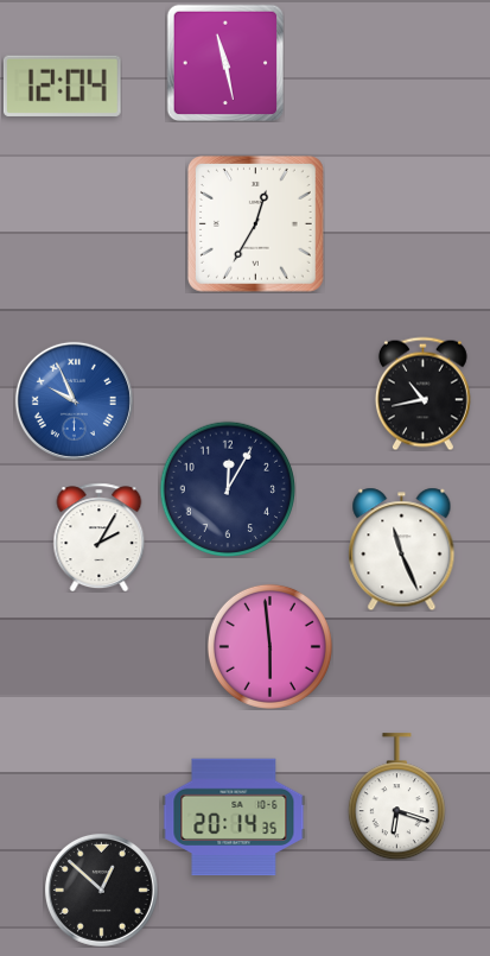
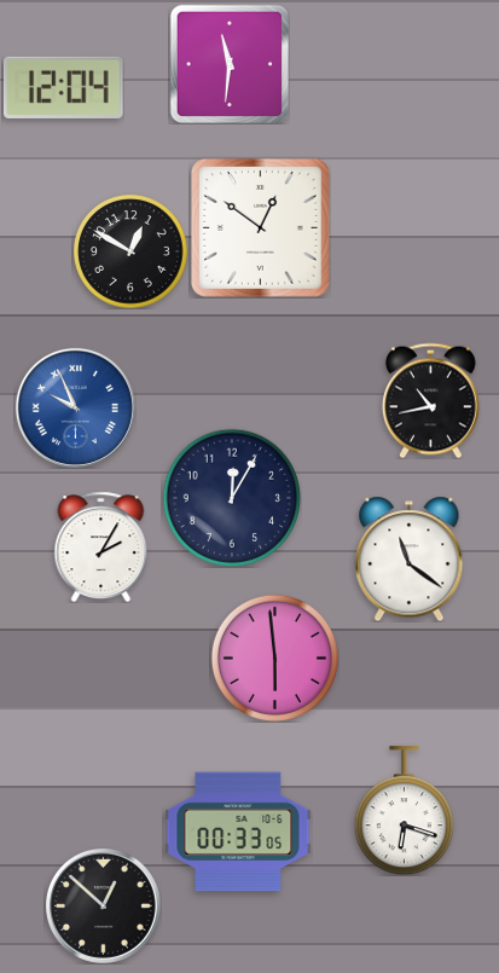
clock at (225, 63): 11:28 -> 11:31
clock at (255, 223): 12:35 -> 12:51
clock at (130, 251): none -> 12:50
clock at (402, 549): 11:26 -> 11:21
clock at (234, 817): 20:14 -> 00:33
